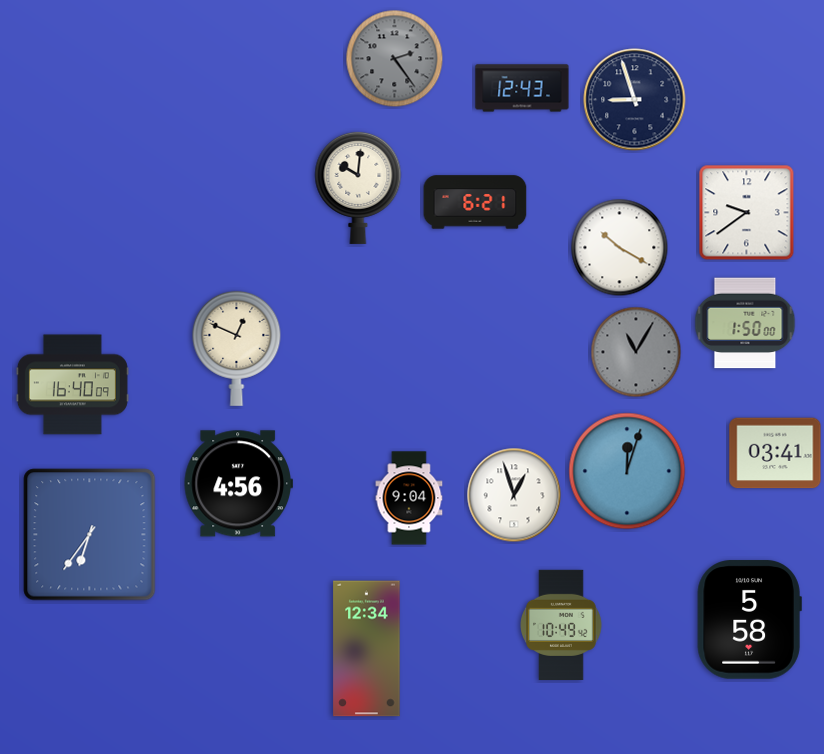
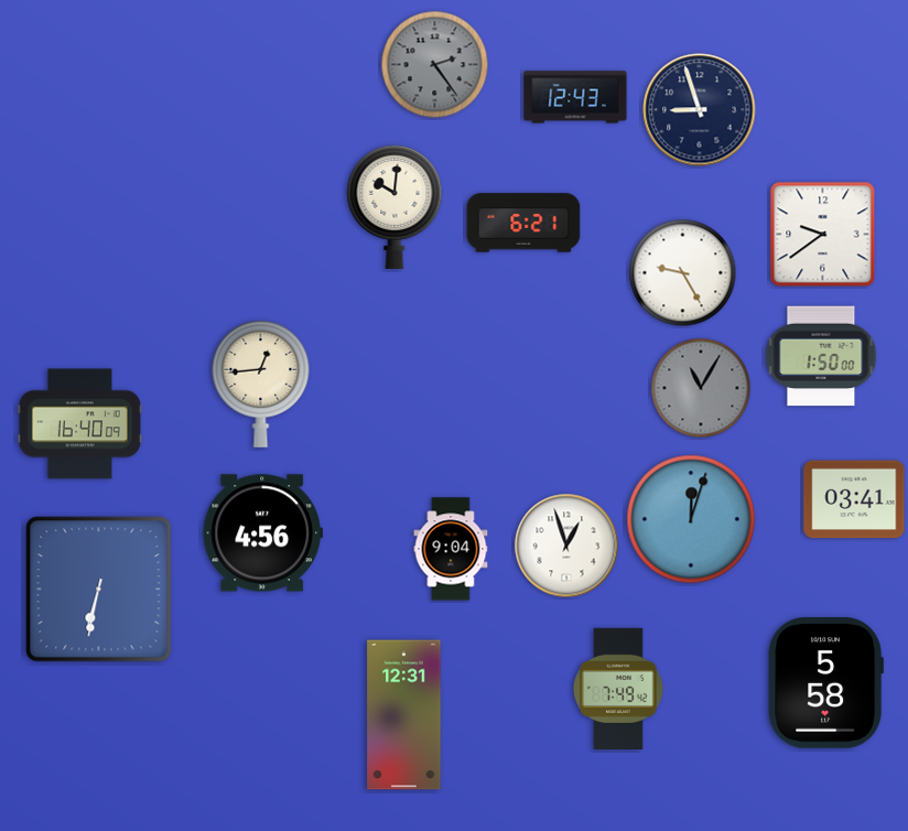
clock at (620, 248): 10:20 -> 9:25
clock at (237, 348): 12:49 -> 12:44
clock at (90, 535): 6:36 -> 6:32
clock at (561, 624): 10:49 -> 7:49
clock at (367, 649): 12:34 -> 12:31
